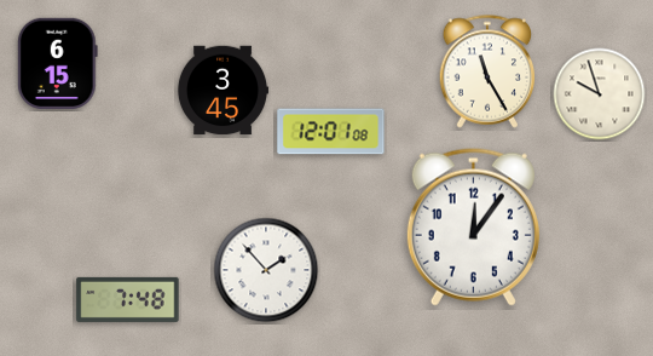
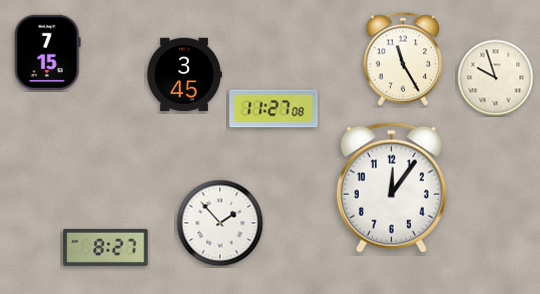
clock at (58, 63): 6:15 -> 7:15
clock at (331, 132): 12:01 -> 11:27
clock at (128, 299): 7:48 -> 8:27
